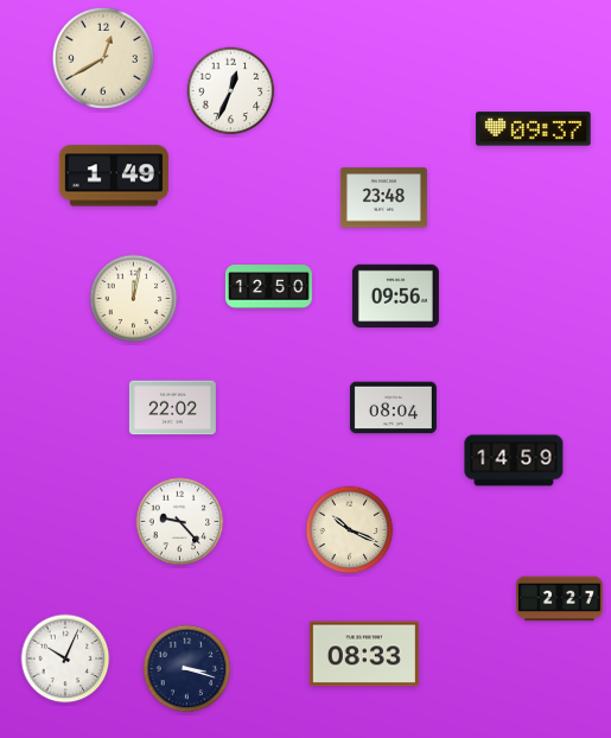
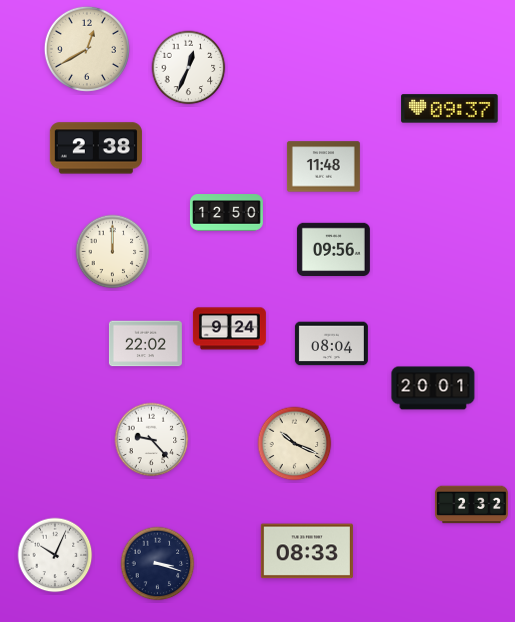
clock at (231, 91) position: (231, 91) -> (189, 68)
clock at (114, 176): 1:49 -> 2:38
clock at (383, 198): 23:48 -> 11:48
clock at (268, 287) position: (268, 287) -> (226, 213)
clock at (134, 299): 12:02 -> 12:00
clock at (229, 329): none -> 9:24
clock at (514, 460): 14:59 -> 20:01
clock at (350, 530) position: (350, 530) -> (295, 444)
clock at (559, 599): 2:27 -> 2:32
